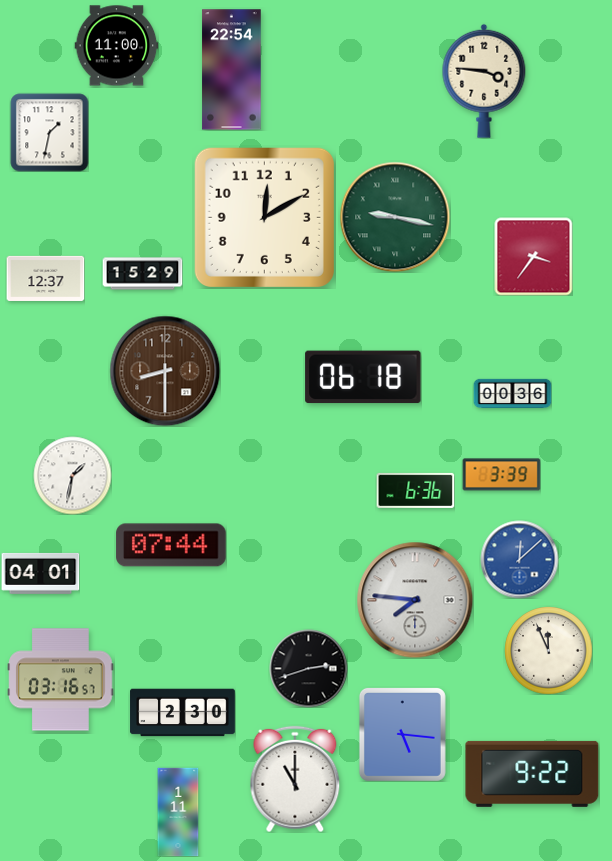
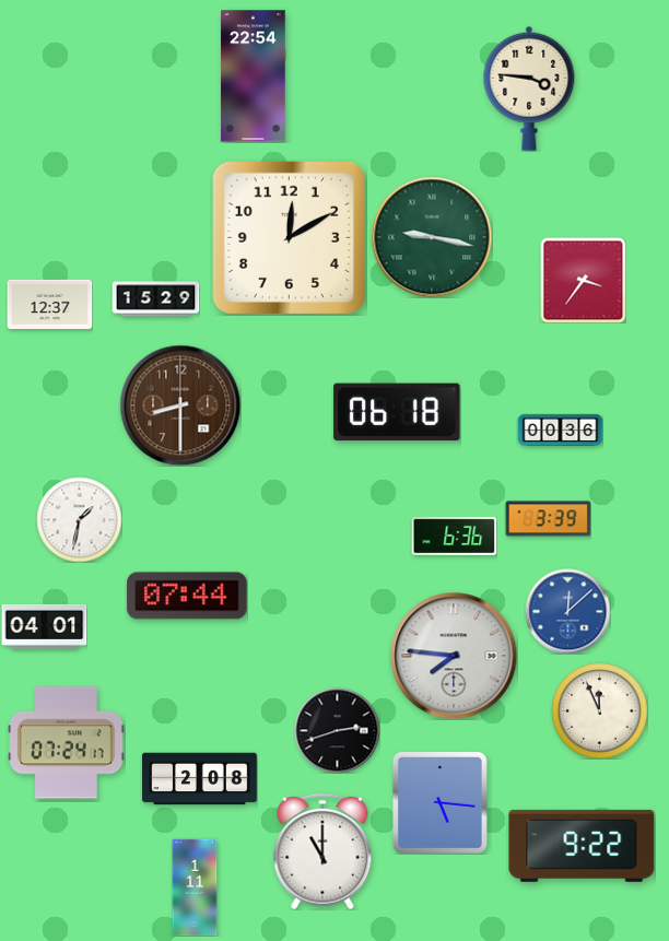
clock at (116, 46): 11:00 -> none
clock at (49, 132): 1:32 -> none
clock at (61, 680): 03:16 -> 07:24
clock at (183, 713): 2:30 -> 2:08
